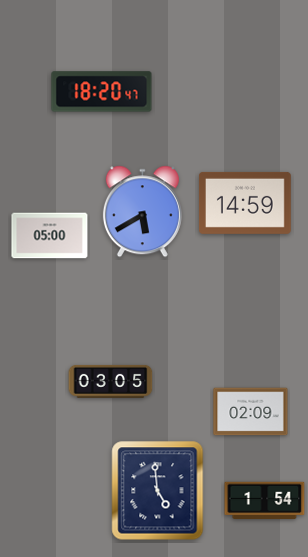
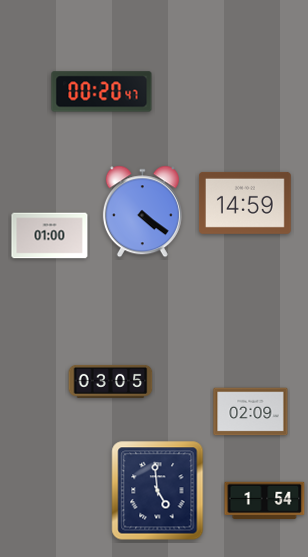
clock at (102, 92): 18:20 -> 00:20
clock at (142, 212): 5:40 -> 4:21
clock at (50, 236): 05:00 -> 01:00
